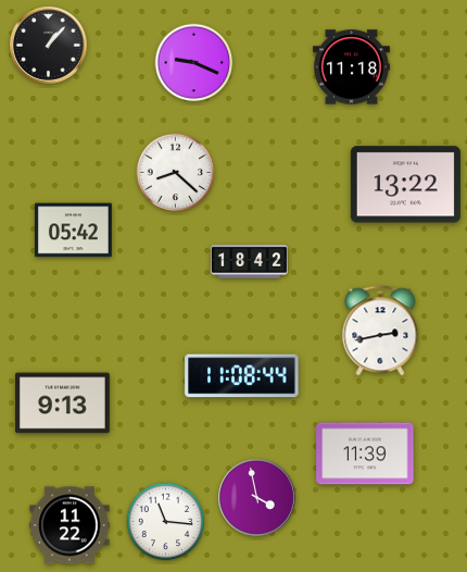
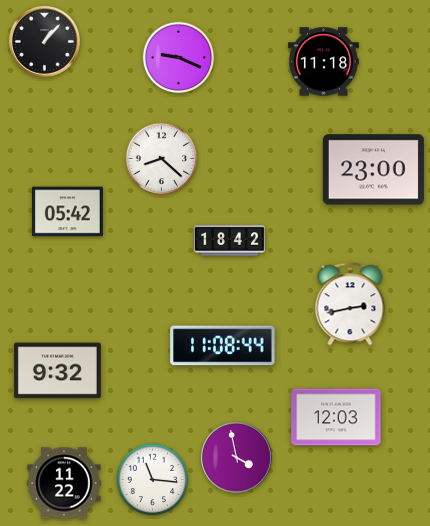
clock at (405, 185): 13:22 -> 23:00
clock at (62, 403): 9:13 -> 9:32
clock at (365, 453): 11:39 -> 12:03
